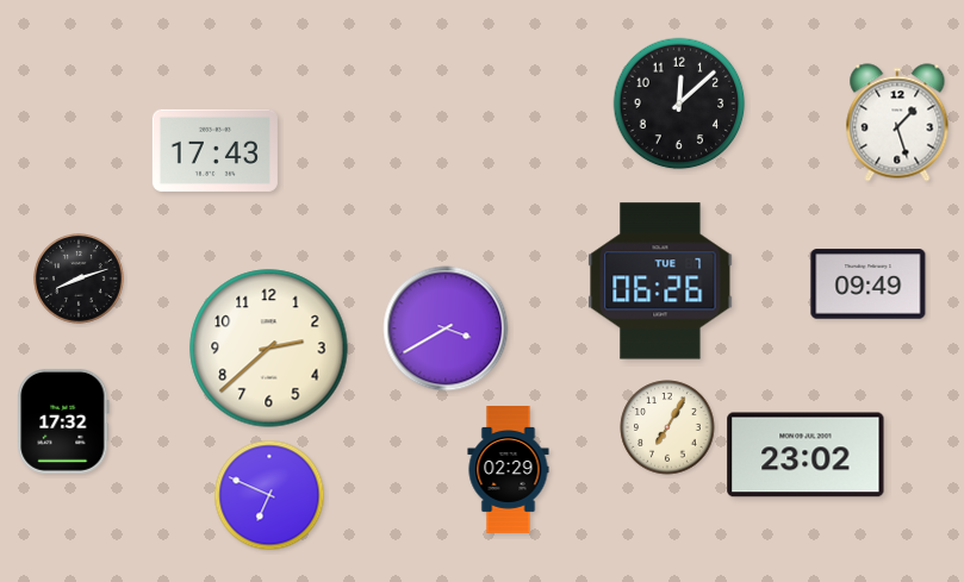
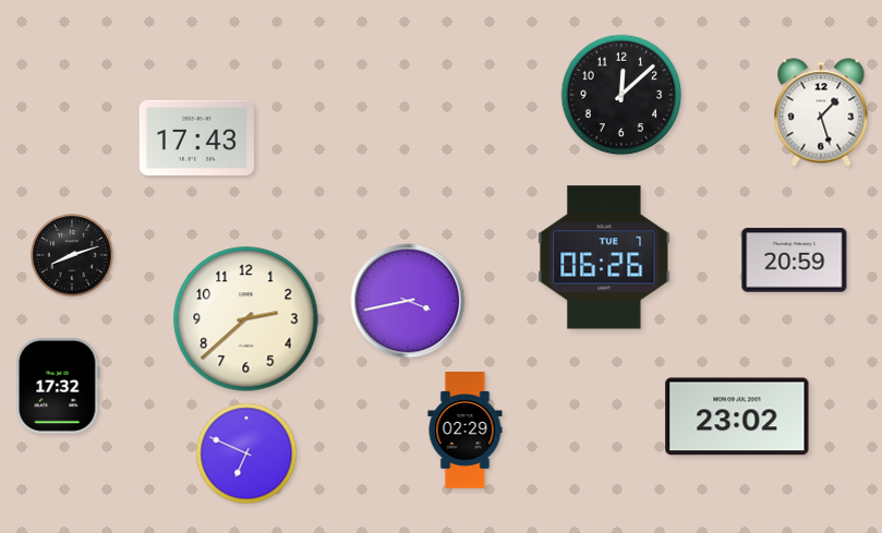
clock at (869, 284): 09:49 -> 20:59
clock at (446, 328): 3:40 -> 3:43
clock at (667, 427): 7:05 -> none
